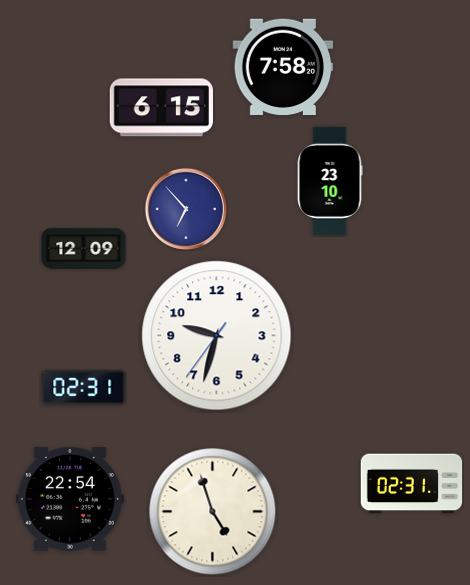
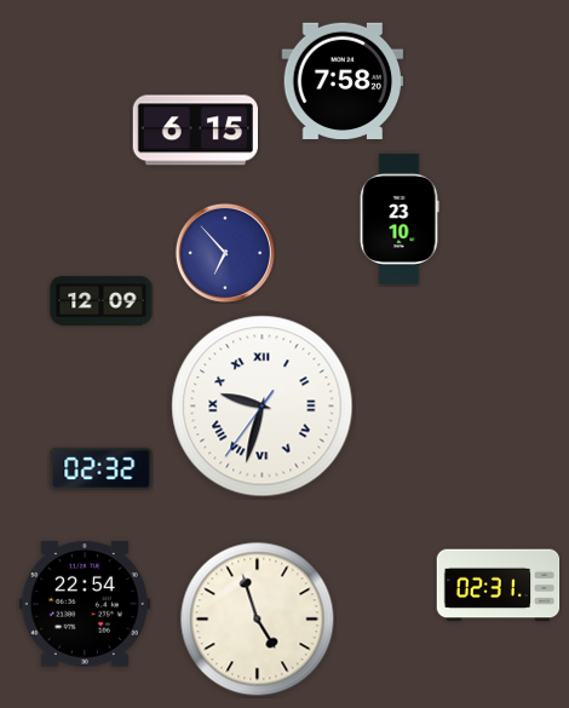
clock at (217, 336) numerals: Arabic -> Roman
clock at (84, 387): 02:31 -> 02:32
